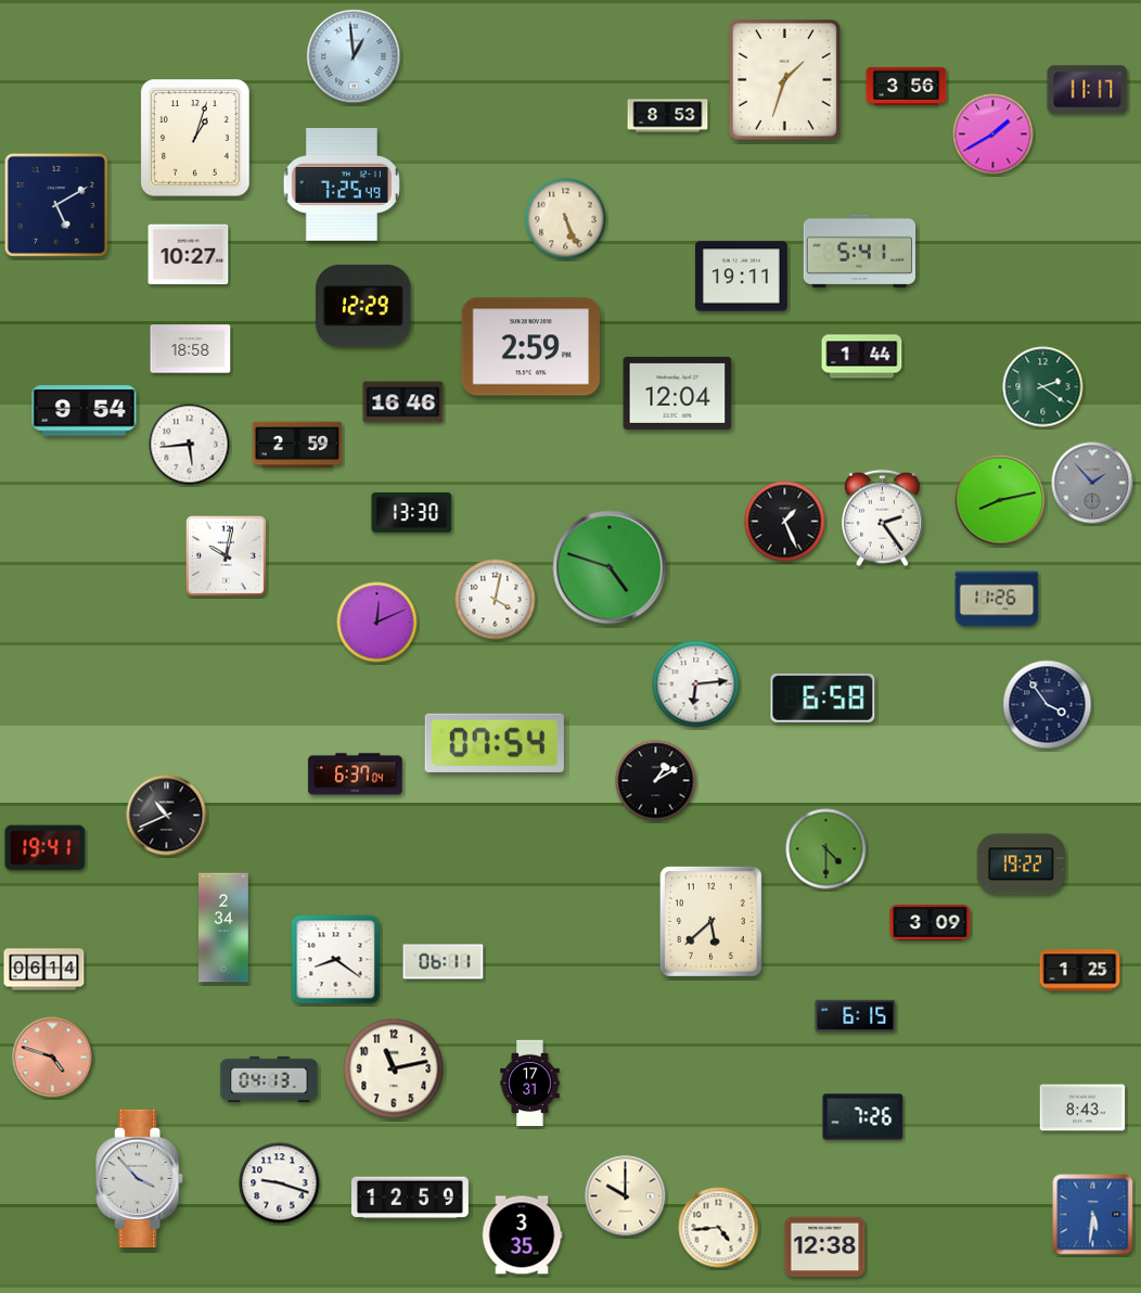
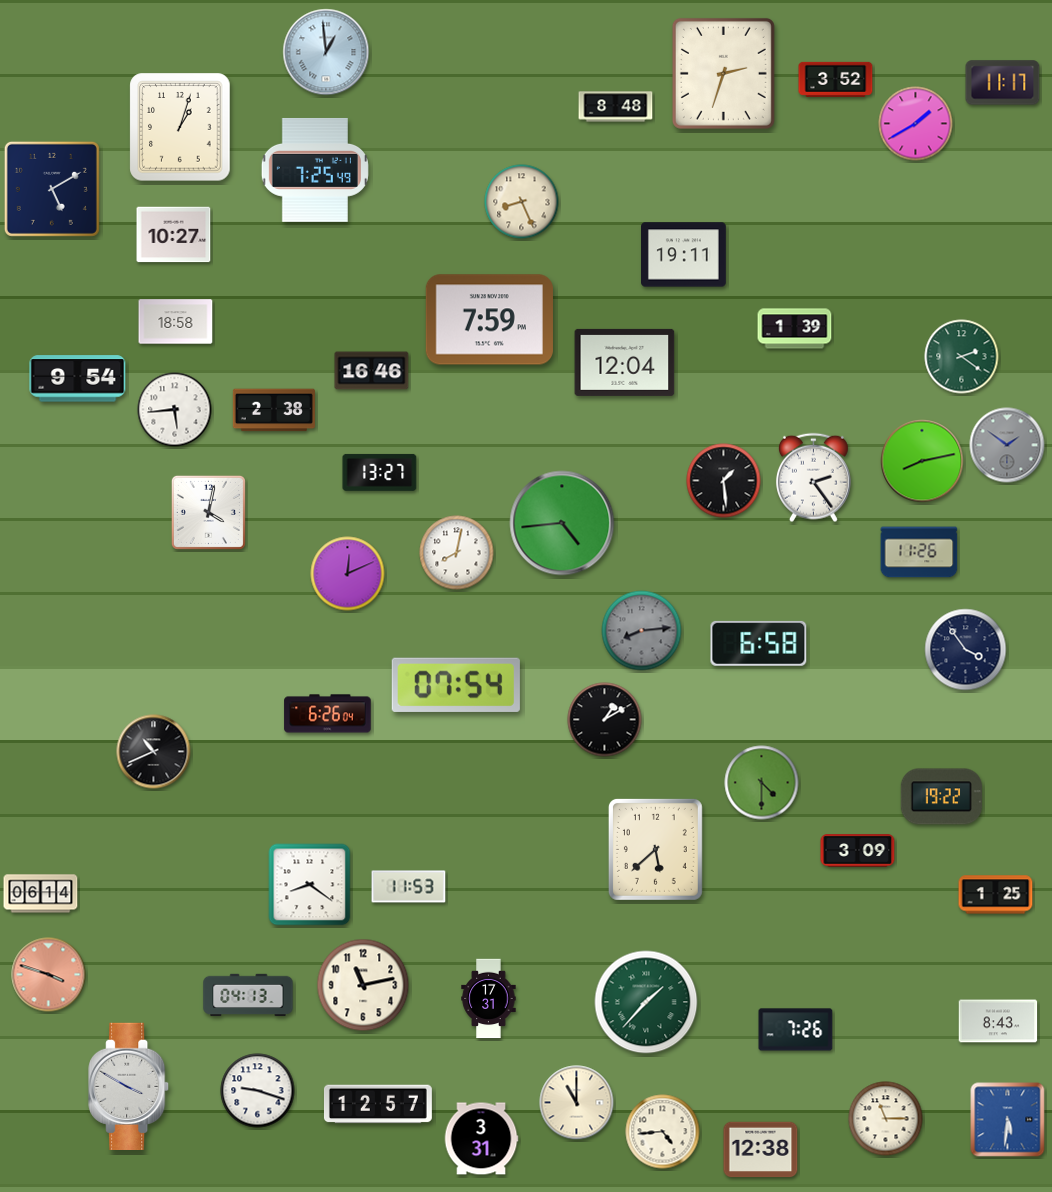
clock at (784, 79): 1:33 -> 2:33
clock at (907, 86): 3:56 -> 3:52
clock at (668, 116): 8:53 -> 8:48
clock at (566, 219): 5:26 -> 8:26
clock at (860, 251): 5:41 -> none
clock at (363, 306): 12:29 -> none
clock at (530, 347): 2:59 -> 7:59
clock at (862, 357): 1:44 -> 1:39
clock at (297, 445): 2:59 -> 2:38
clock at (1092, 483): 1:53 -> 1:51
clock at (412, 512): 13:30 -> 13:27
clock at (785, 522): 1:26 -> 1:29
clock at (226, 555): 10:02 -> 4:02
clock at (610, 567): 4:48 -> 4:44
clock at (496, 600): 4:02 -> 8:02
clock at (696, 684): 6:14 -> 8:14
clock at (696, 684) dial: white -> grey
clock at (356, 774): 6:37 -> 6:26
clock at (46, 848): 19:41 -> none
clock at (223, 927): 2:34 -> none
clock at (444, 962): 06:11 -> 11:53
clock at (856, 1015): 6:15 -> none
clock at (53, 1058): 4:48 -> 3:48
clock at (646, 1002): none -> 1:37
clock at (140, 1178): 3:53 -> 3:50
clock at (626, 1196): 10:00 -> 11:00
clock at (410, 1198): 12:59 -> 12:57
clock at (886, 1119): none -> 11:15
clock at (522, 1236): 3:35 -> 3:31
